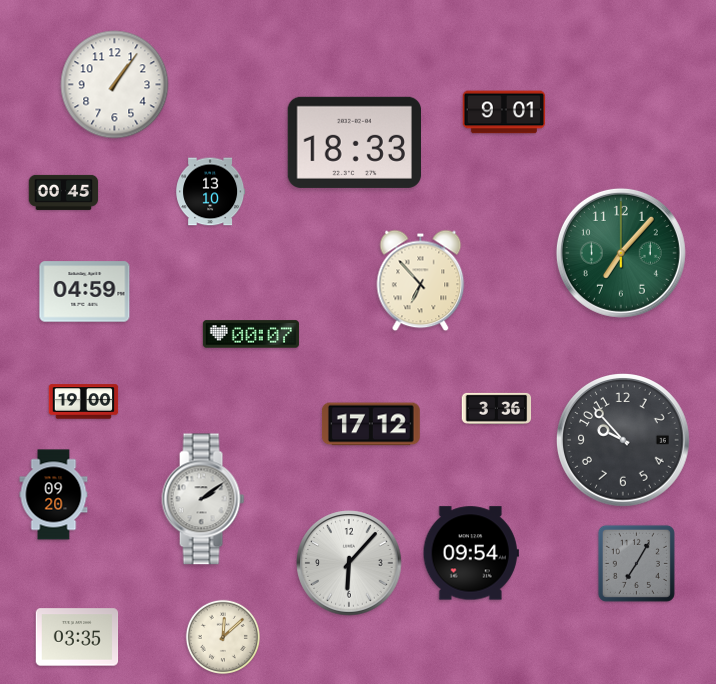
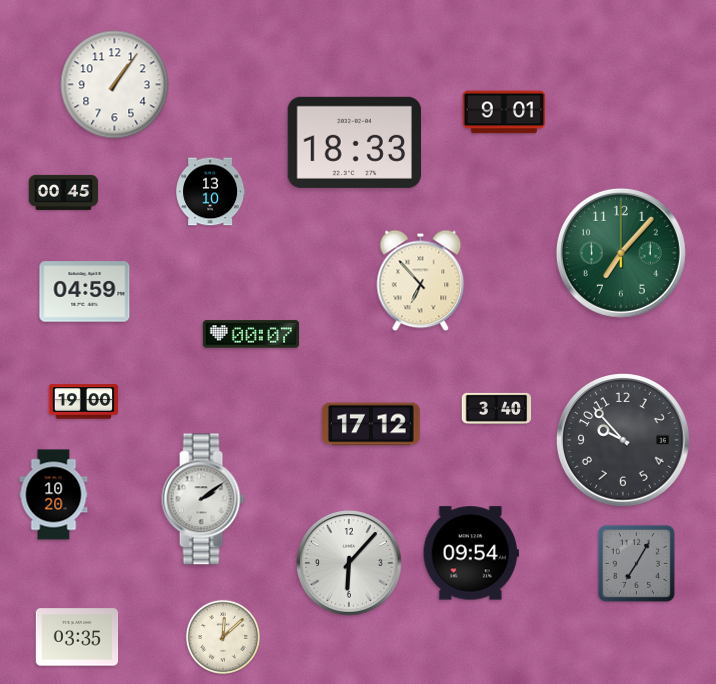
clock at (497, 408): 3:36 -> 3:40
clock at (54, 495): 09:20 -> 10:20
